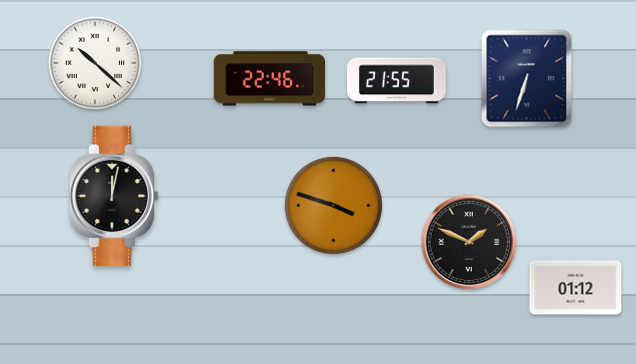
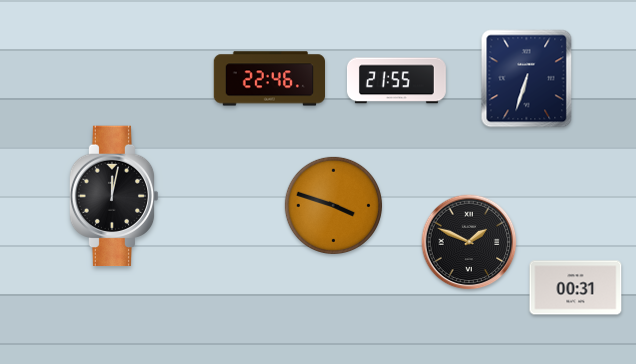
clock at (95, 63): 10:22 -> none
clock at (576, 288): 01:12 -> 00:31
